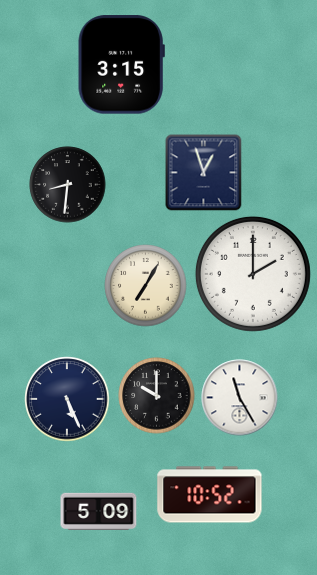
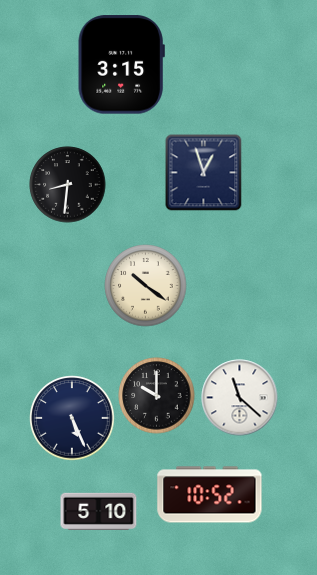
clock at (253, 274): 2:00 -> none
clock at (146, 286): 7:05 -> 10:21
clock at (240, 398): 11:25 -> 11:22
clock at (67, 399) position: (67, 399) -> (72, 418)
clock at (99, 511): 5:09 -> 5:10
